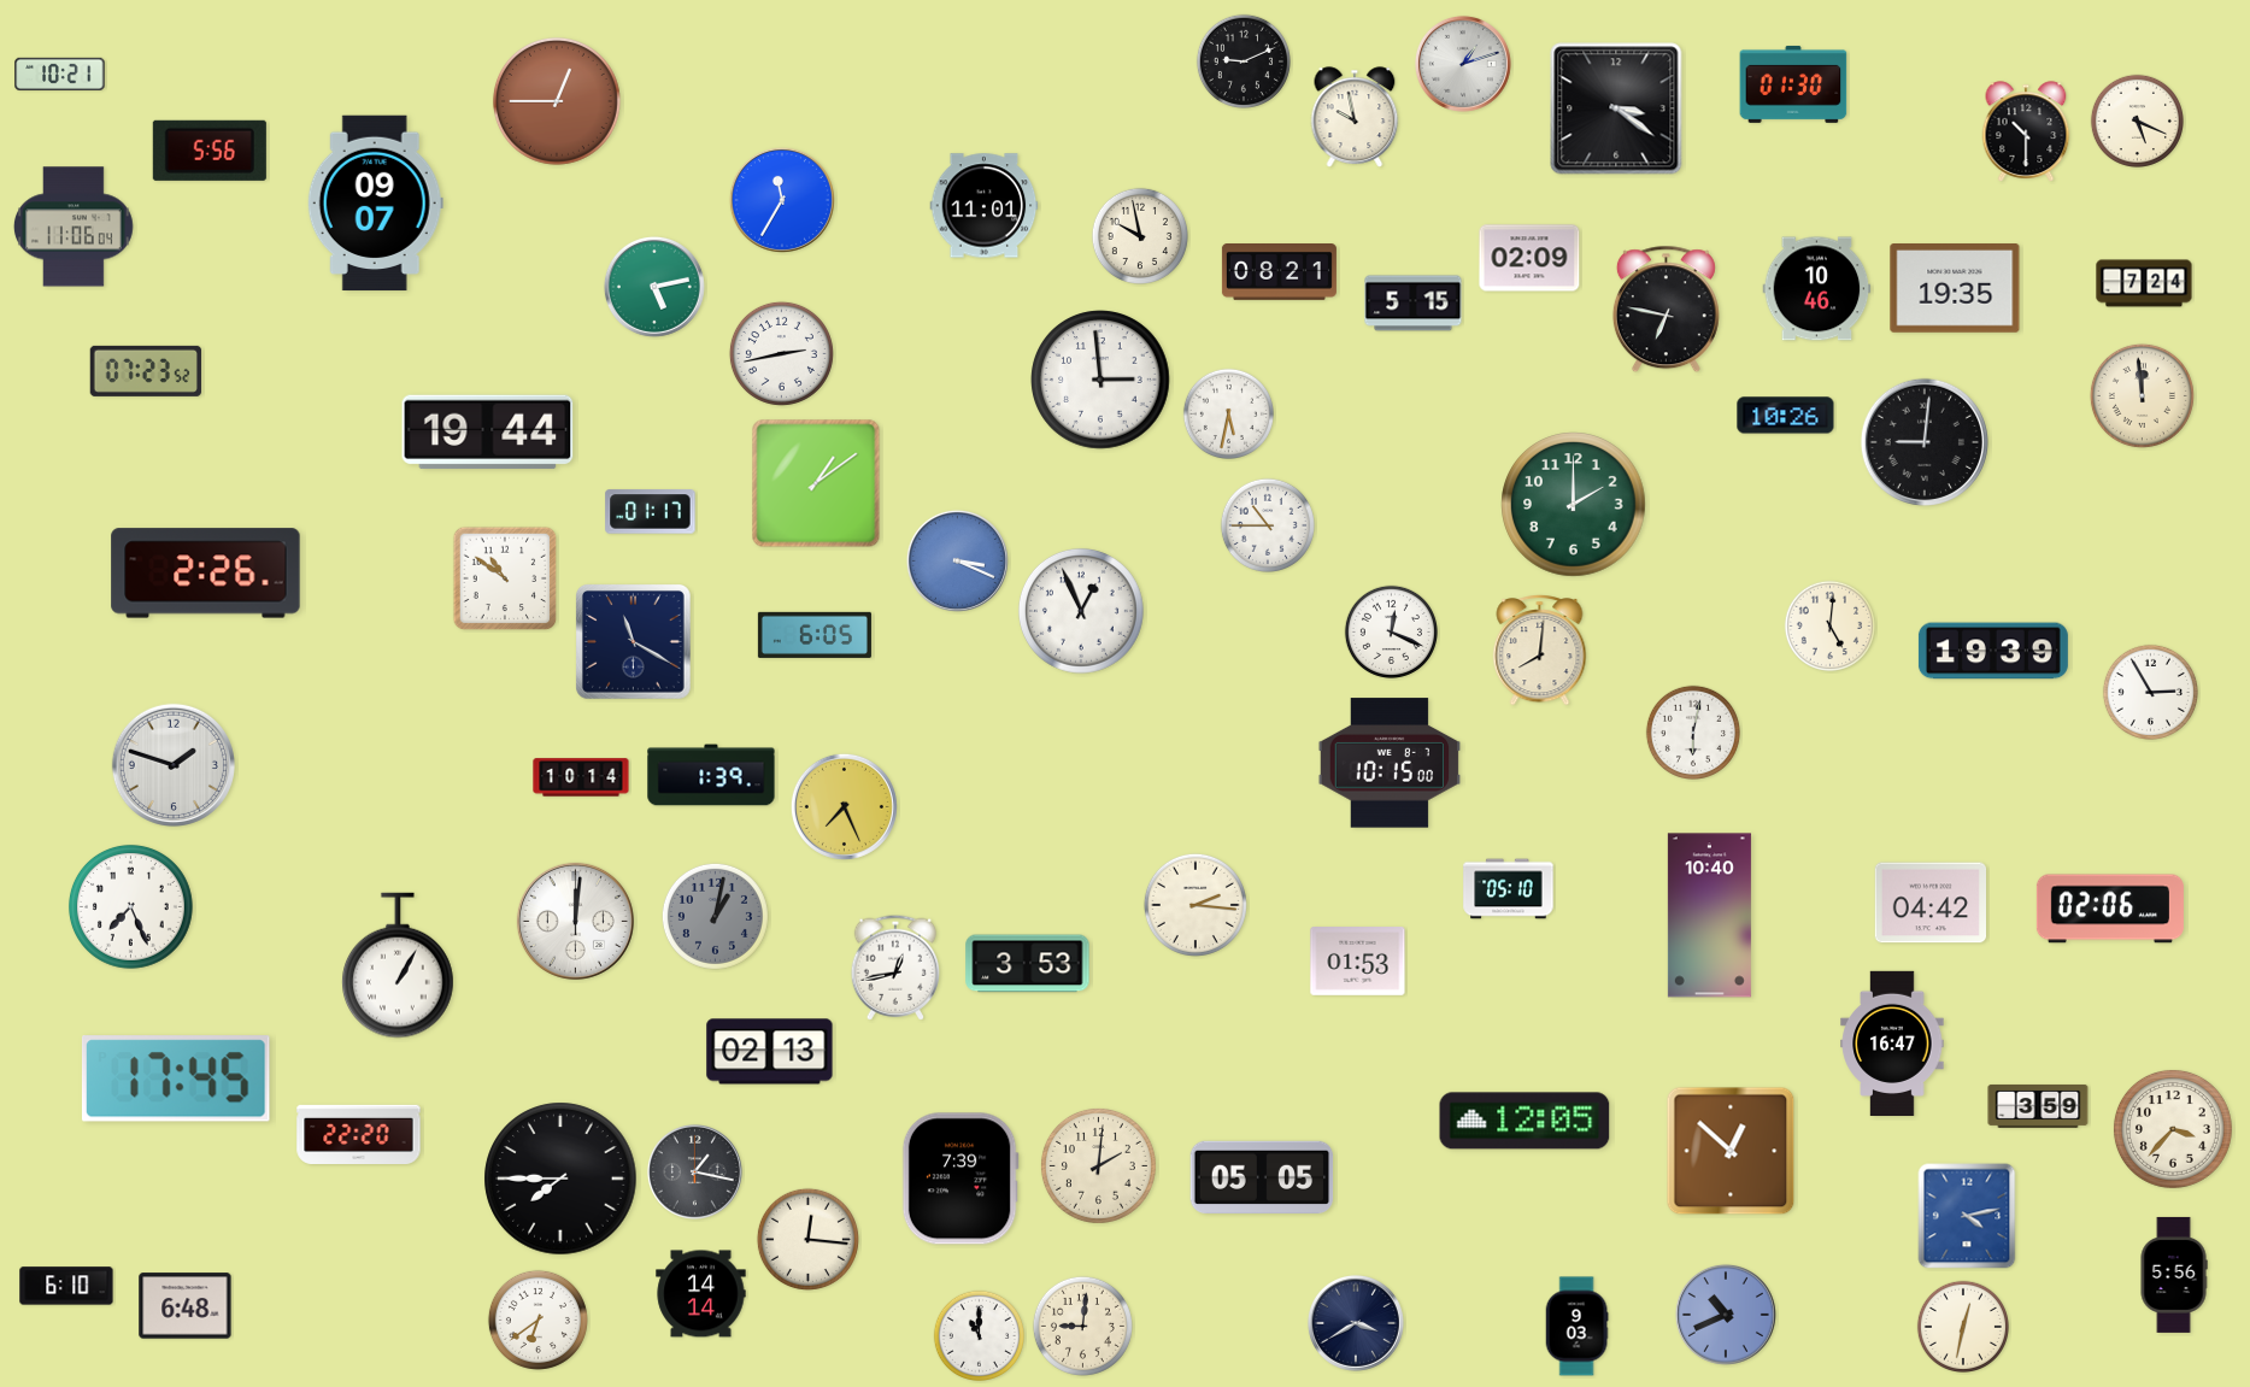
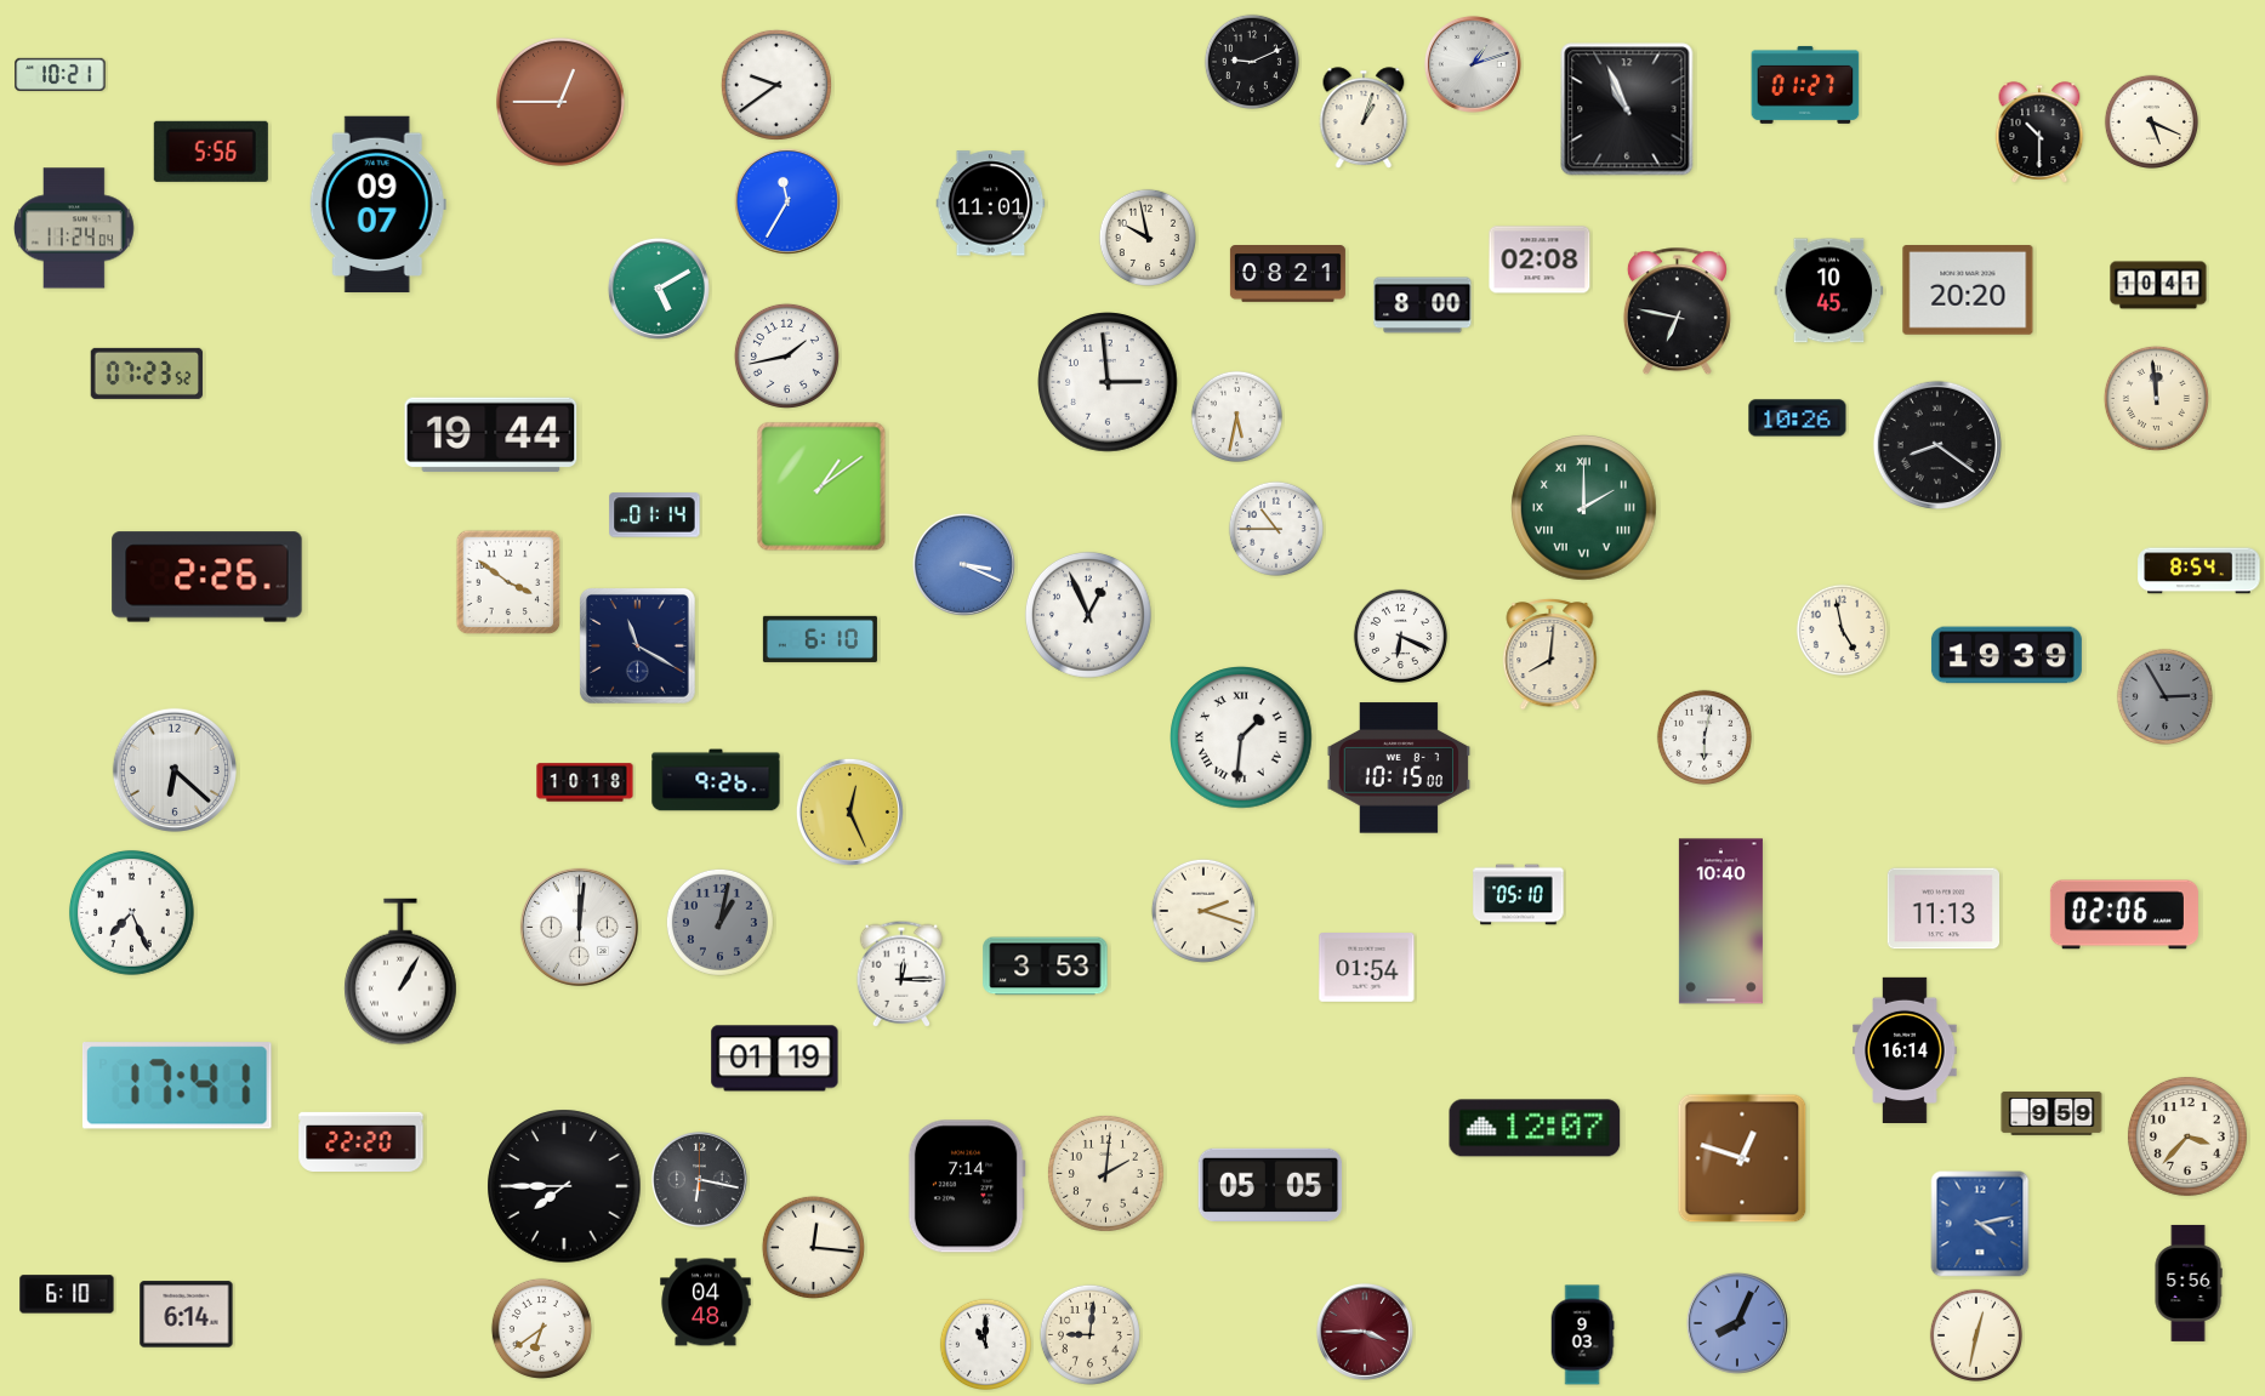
clock at (776, 85): none -> 9:39
clock at (1793, 84): 01:30 -> 01:27
clock at (1616, 108): 3:21 -> 10:56
clock at (1355, 117): 9:58 -> 1:03
clock at (985, 206) position: (985, 206) -> (991, 204)
clock at (74, 227): 11:06 -> 11:24
clock at (1529, 258): 02:09 -> 02:08
clock at (2144, 283): 7:24 -> 10:41
clock at (654, 287): 5:13 -> 5:10
clock at (1817, 289): 10:46 -> 10:45
clock at (1955, 289): 19:35 -> 20:20
clock at (1414, 304): 5:15 -> 8:00
clock at (781, 353): 2:43 -> 1:43
clock at (1925, 442): 9:01 -> 8:21
clock at (1574, 505) numerals: Arabic -> Roman
clock at (651, 512): 01:17 -> 01:14
clock at (2199, 571): none -> 8:54
clock at (505, 578): 10:51 -> 3:51
clock at (1829, 625): 5:01 -> 4:58
clock at (1391, 631): 12:19 -> 6:19
clock at (815, 635): 6:05 -> 6:10
clock at (2150, 692) dial: white -> grey
clock at (1241, 737): none -> 1:31
clock at (174, 765): 1:48 -> 6:22
clock at (711, 775): 1:39 -> 9:26
clock at (581, 777): 10:14 -> 10:18
clock at (844, 806): 7:26 -> 12:26
clock at (1929, 903): 04:42 -> 11:13
clock at (1196, 905): 2:16 -> 2:18
clock at (1358, 962): 01:53 -> 01:54
clock at (1028, 964) position: (1028, 964) -> (1046, 967)
clock at (894, 968): 12:43 -> 12:15
clock at (1892, 1042): 16:47 -> 16:14
clock at (770, 1052): 02:13 -> 01:19
clock at (176, 1079): 17:45 -> 17:41
clock at (2038, 1106): 3:59 -> 9:59
clock at (1525, 1121): 12:05 -> 12:07
clock at (1731, 1151): 12:52 -> 12:48
clock at (694, 1171): 1:17 -> 6:17
clock at (960, 1179): 7:39 -> 7:14
clock at (701, 1294): 14:14 -> 04:48
clock at (186, 1306): 6:48 -> 6:14
clock at (1726, 1315): 10:41 -> 8:04
clock at (1356, 1323): 3:40 -> 3:45
clock at (1356, 1323) dial: navy -> burgundy
clock at (1576, 1327) position: (1576, 1327) -> (1582, 1335)
